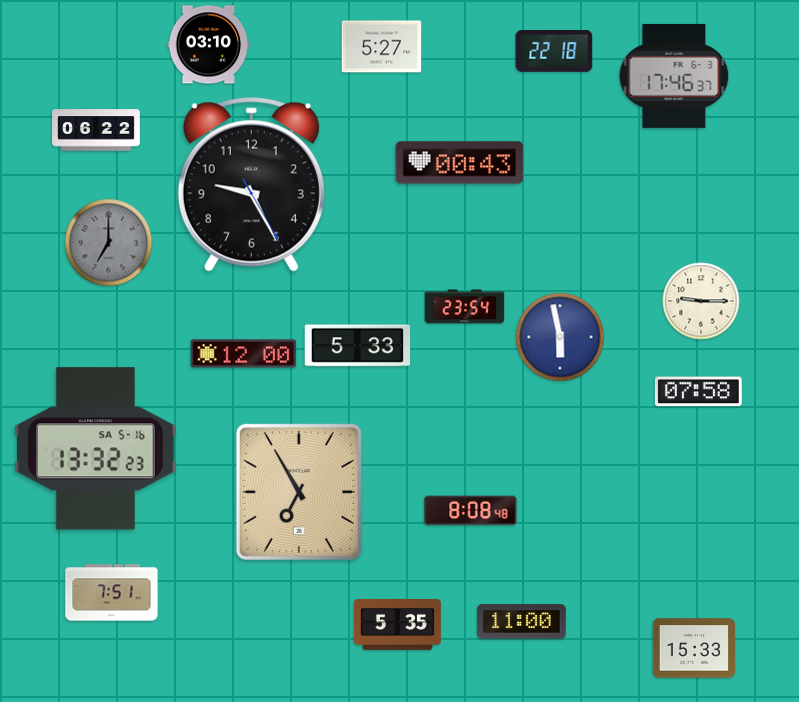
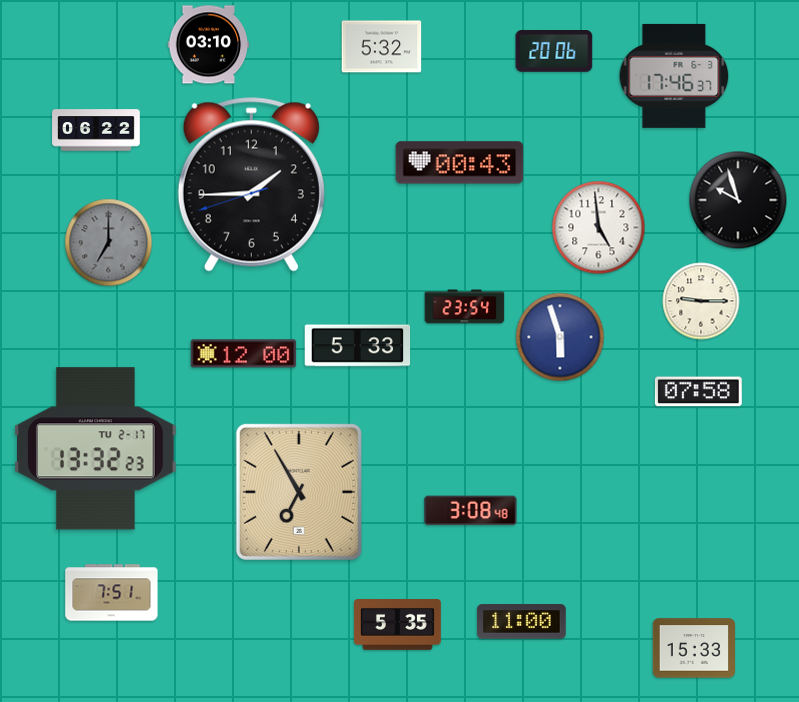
clock at (382, 47): 5:27 -> 5:32
clock at (554, 52): 22:18 -> 20:06
clock at (251, 185): 9:25 -> 1:44
clock at (738, 200): none -> 9:57
clock at (599, 228): none -> 4:59
clock at (560, 337): 5:58 -> 5:57
clock at (96, 449) date: SA 5-16 -> TU 2-17
clock at (471, 511): 8:08 -> 3:08
